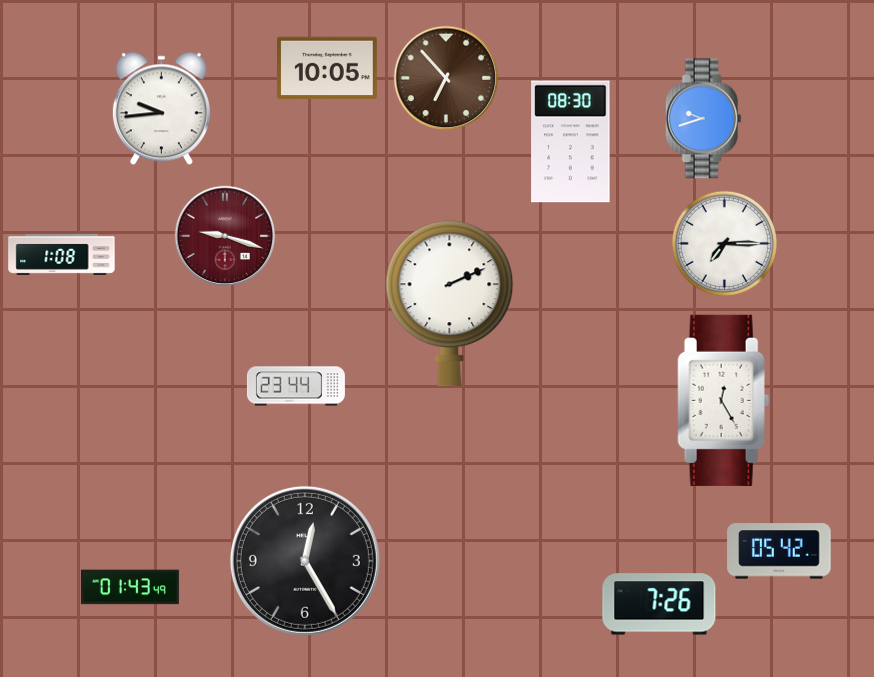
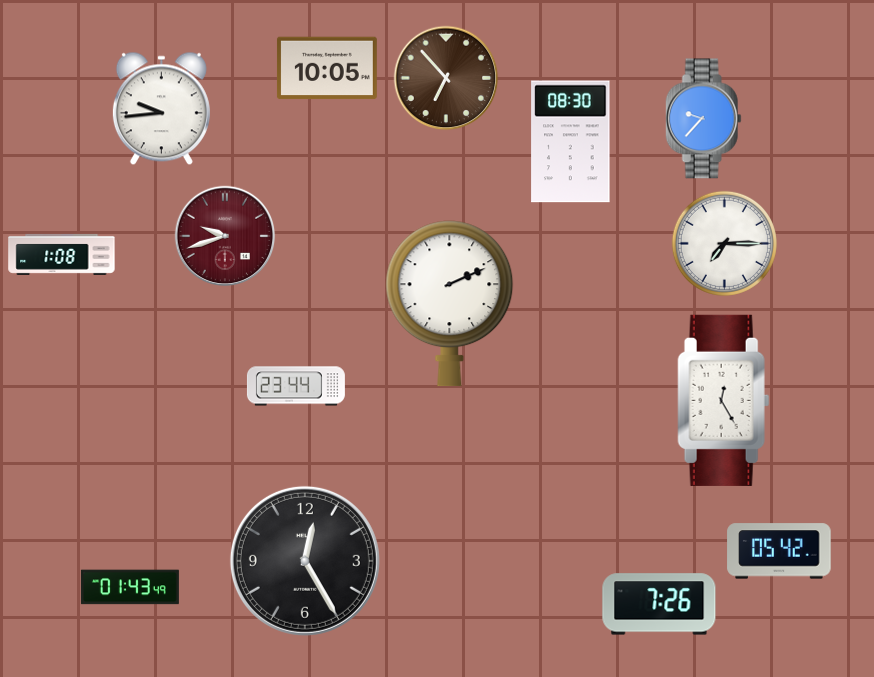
clock at (703, 119): 9:42 -> 9:37
clock at (225, 236): 9:18 -> 9:42
